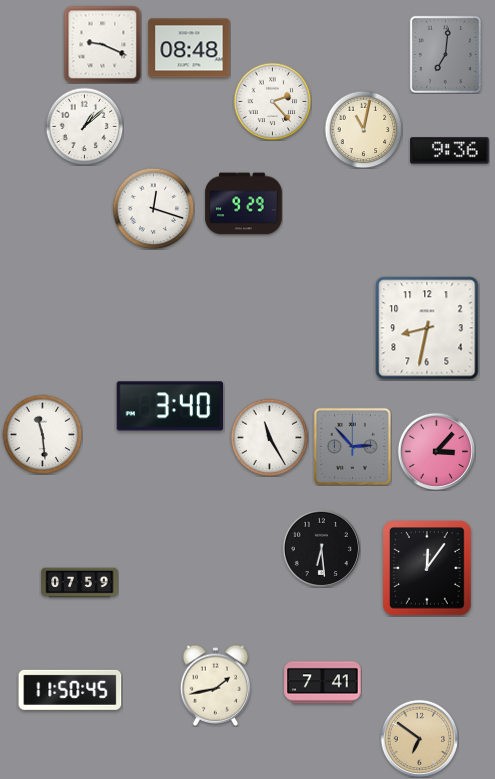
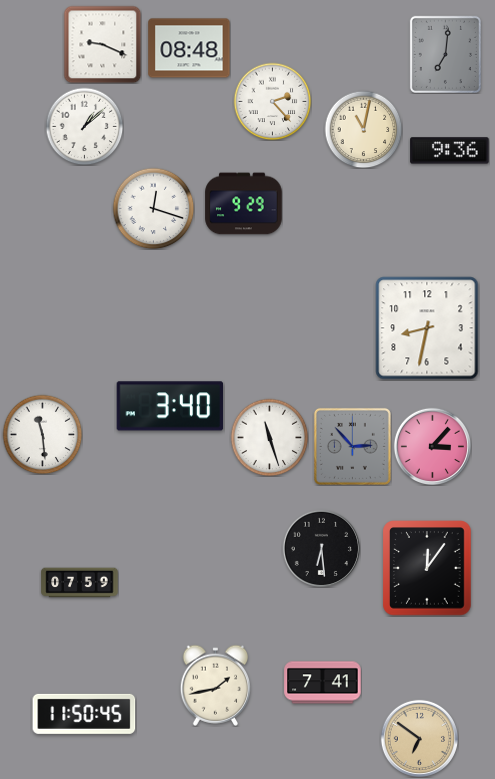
clock at (269, 437): 11:25 -> 11:27
clock at (436, 451) position: (436, 451) -> (432, 446)
clock at (70, 690) position: (70, 690) -> (84, 714)
